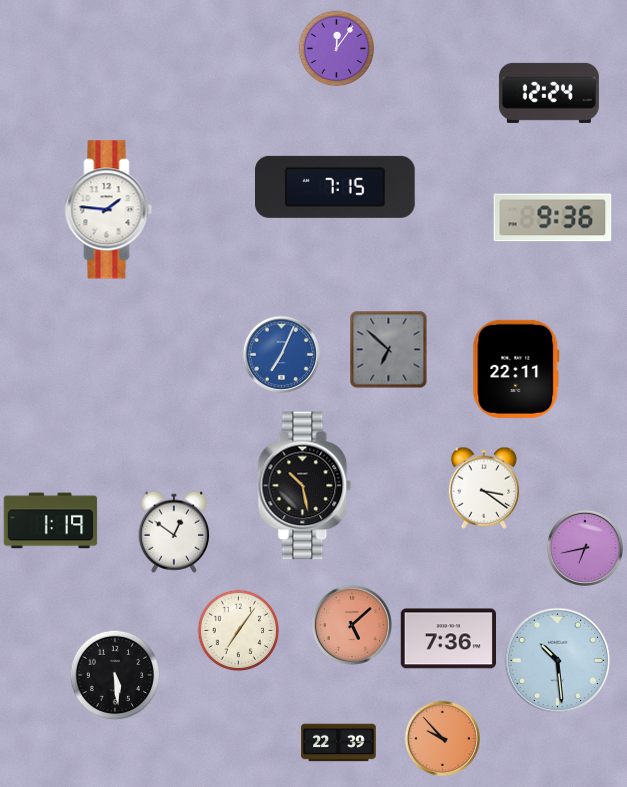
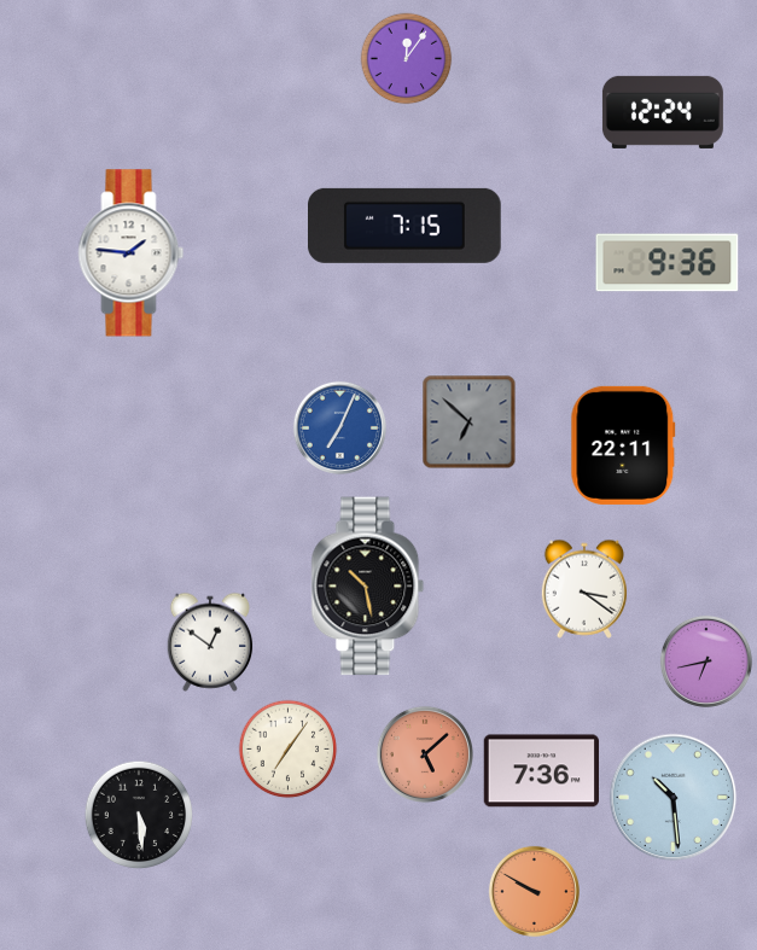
clock at (51, 521): 1:19 -> none
clock at (239, 631) position: (239, 631) -> (289, 750)
clock at (442, 738): 9:53 -> 9:50
clock at (339, 743): 22:39 -> none
